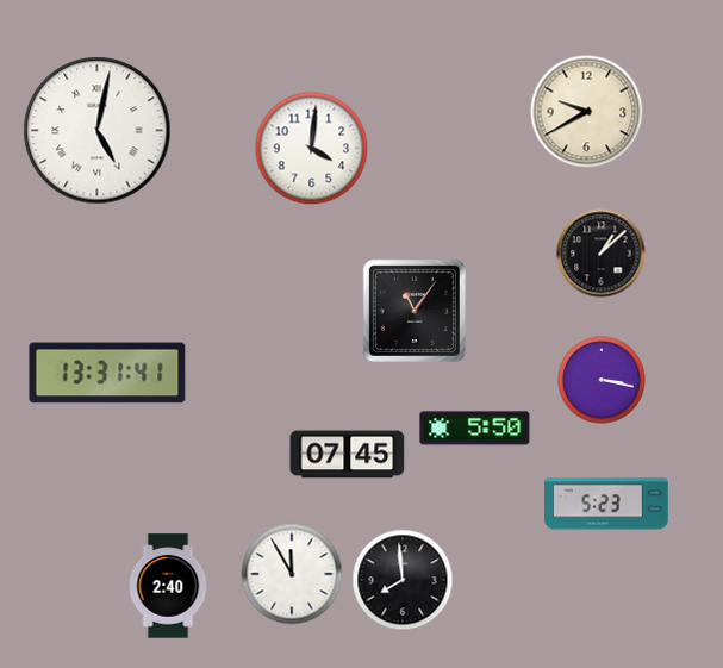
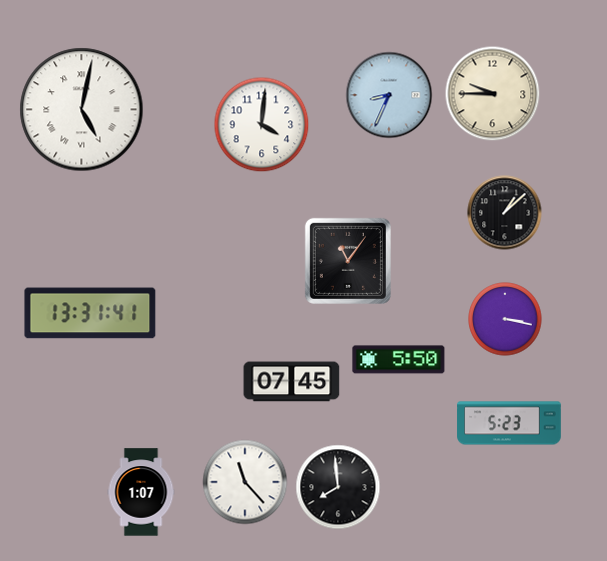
clock at (587, 112): 9:40 -> 9:45
clock at (389, 95): none -> 8:34
clock at (292, 574): 11:55 -> 11:23
clock at (168, 586): 2:40 -> 1:07
